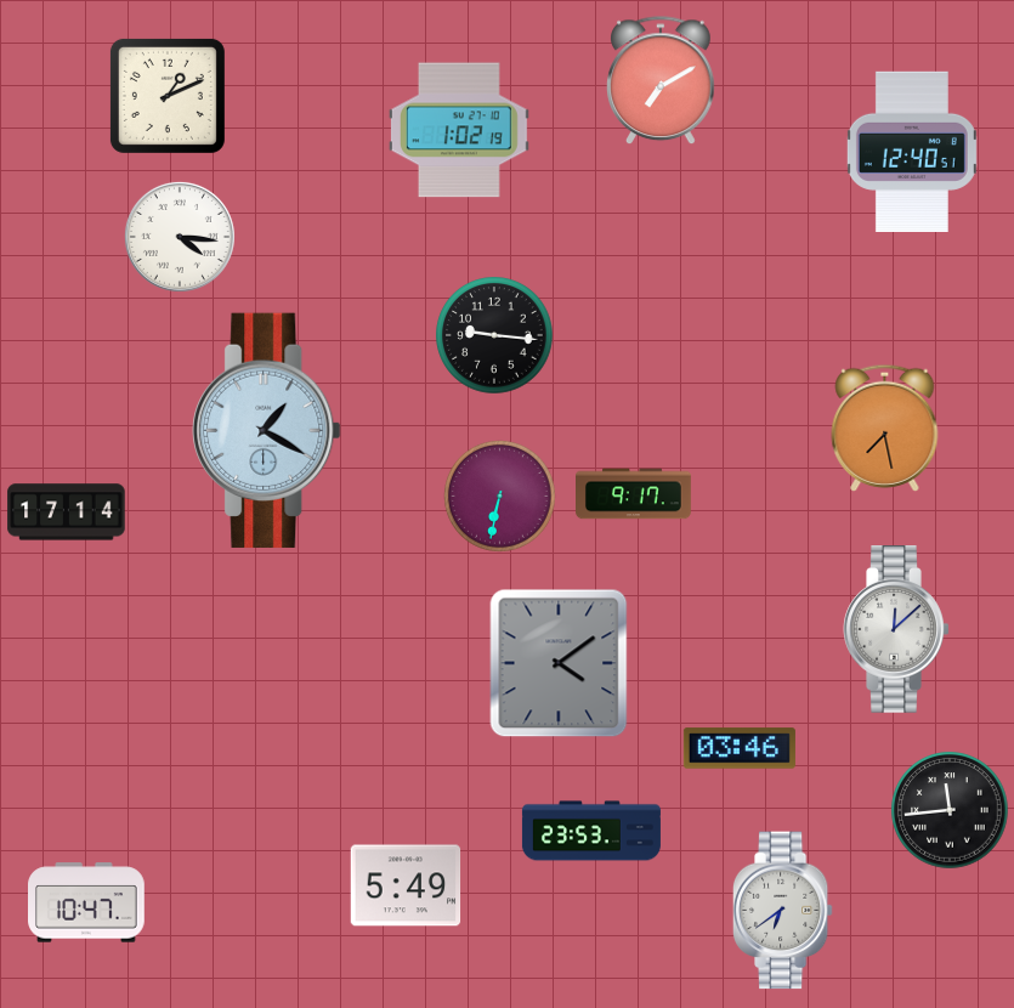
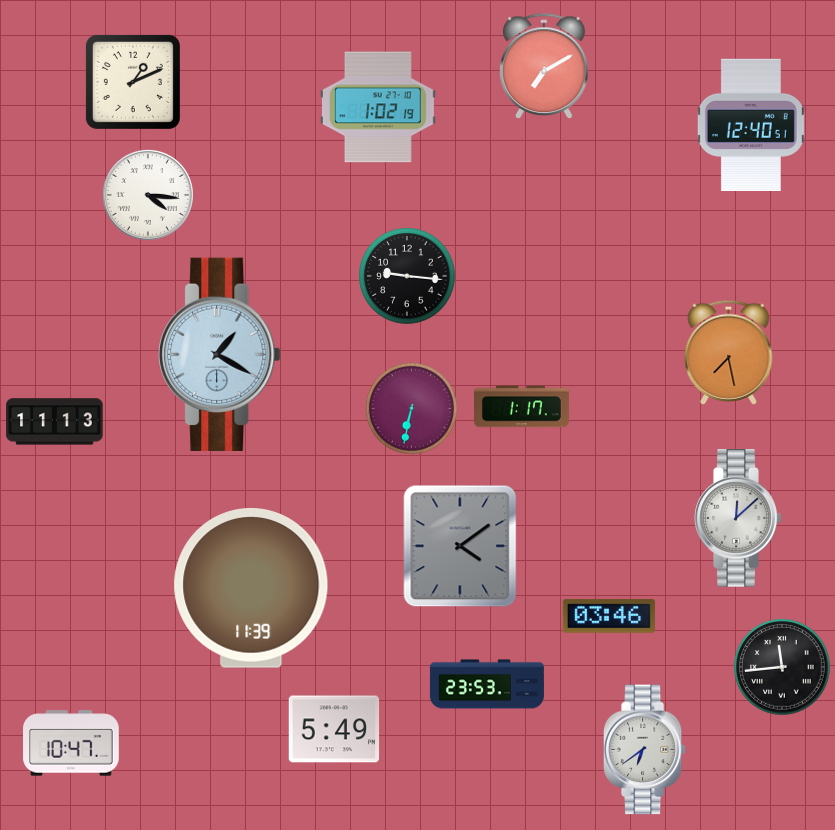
clock at (168, 96) position: (168, 96) -> (133, 82)
clock at (634, 494): 9:17 -> 1:17
clock at (67, 513): 17:14 -> 11:13
clock at (251, 589): none -> 11:39
